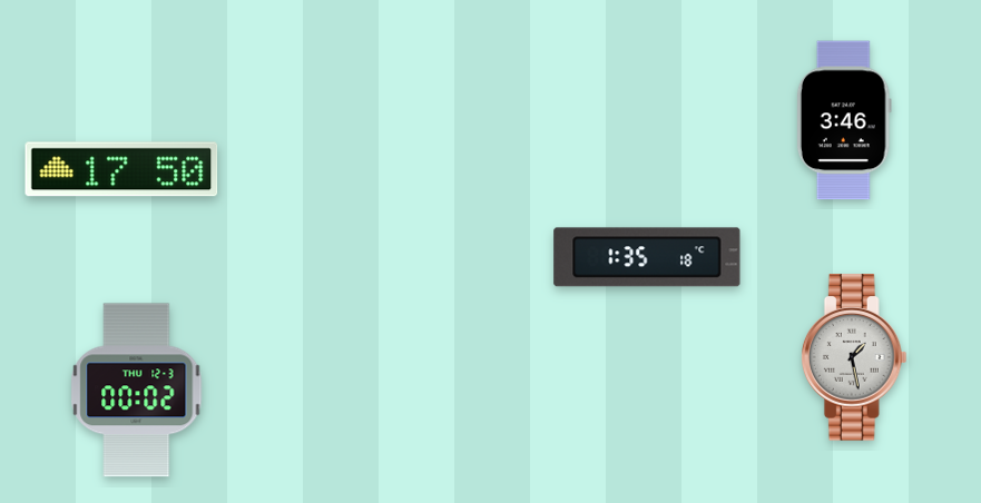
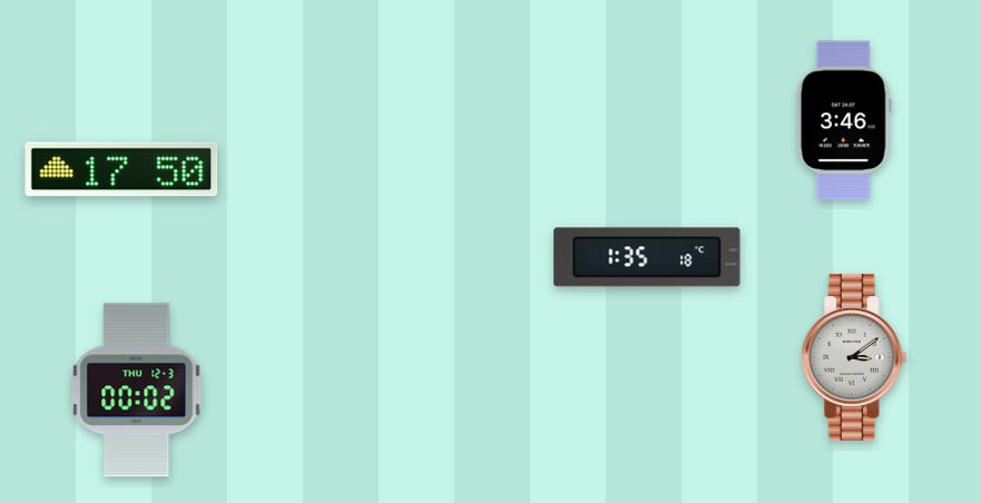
clock at (854, 357): 1:28 -> 3:09
